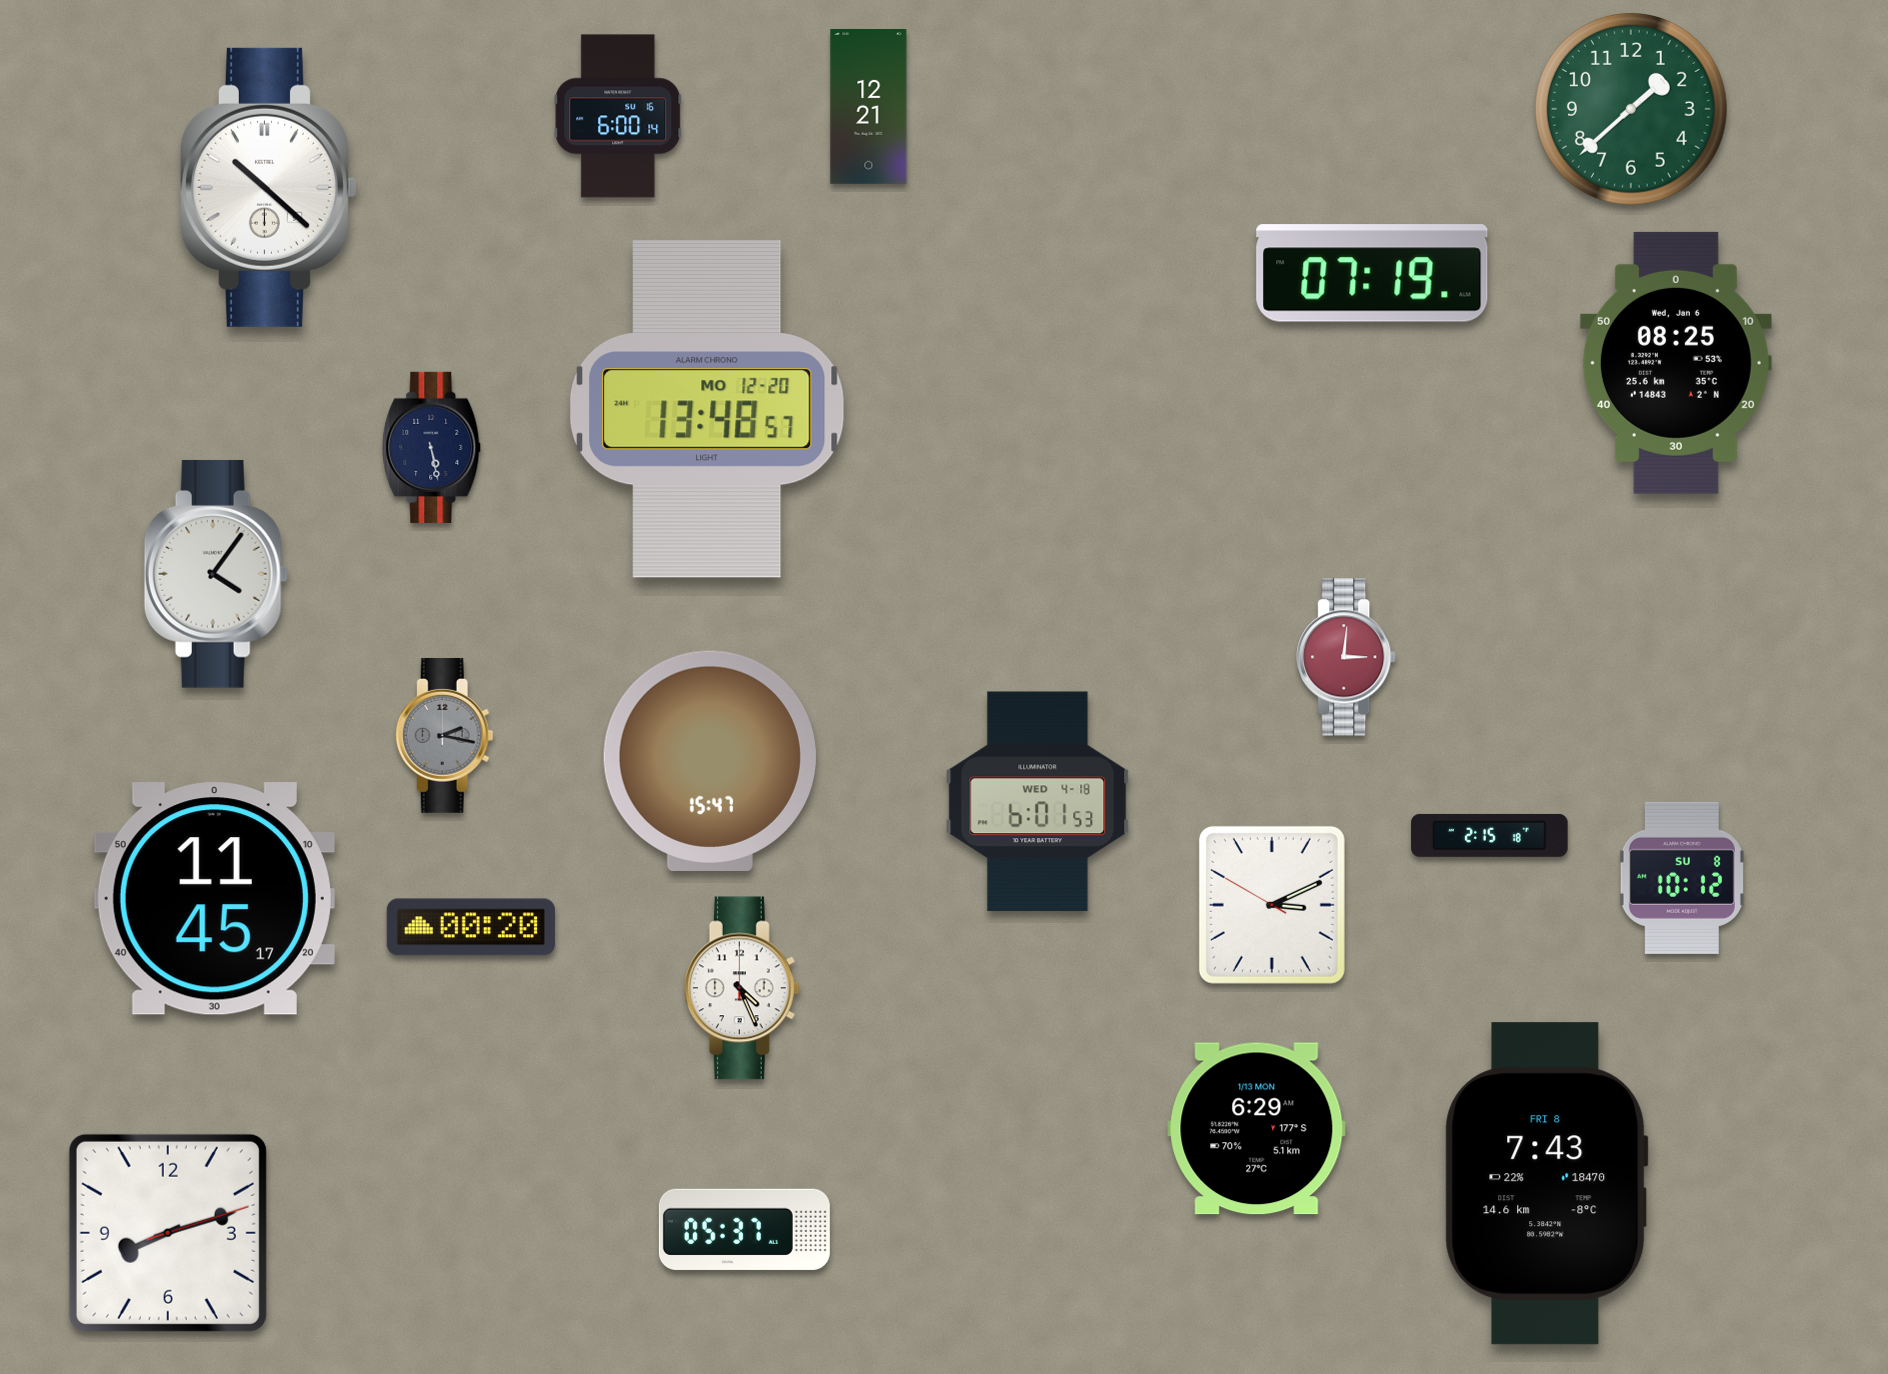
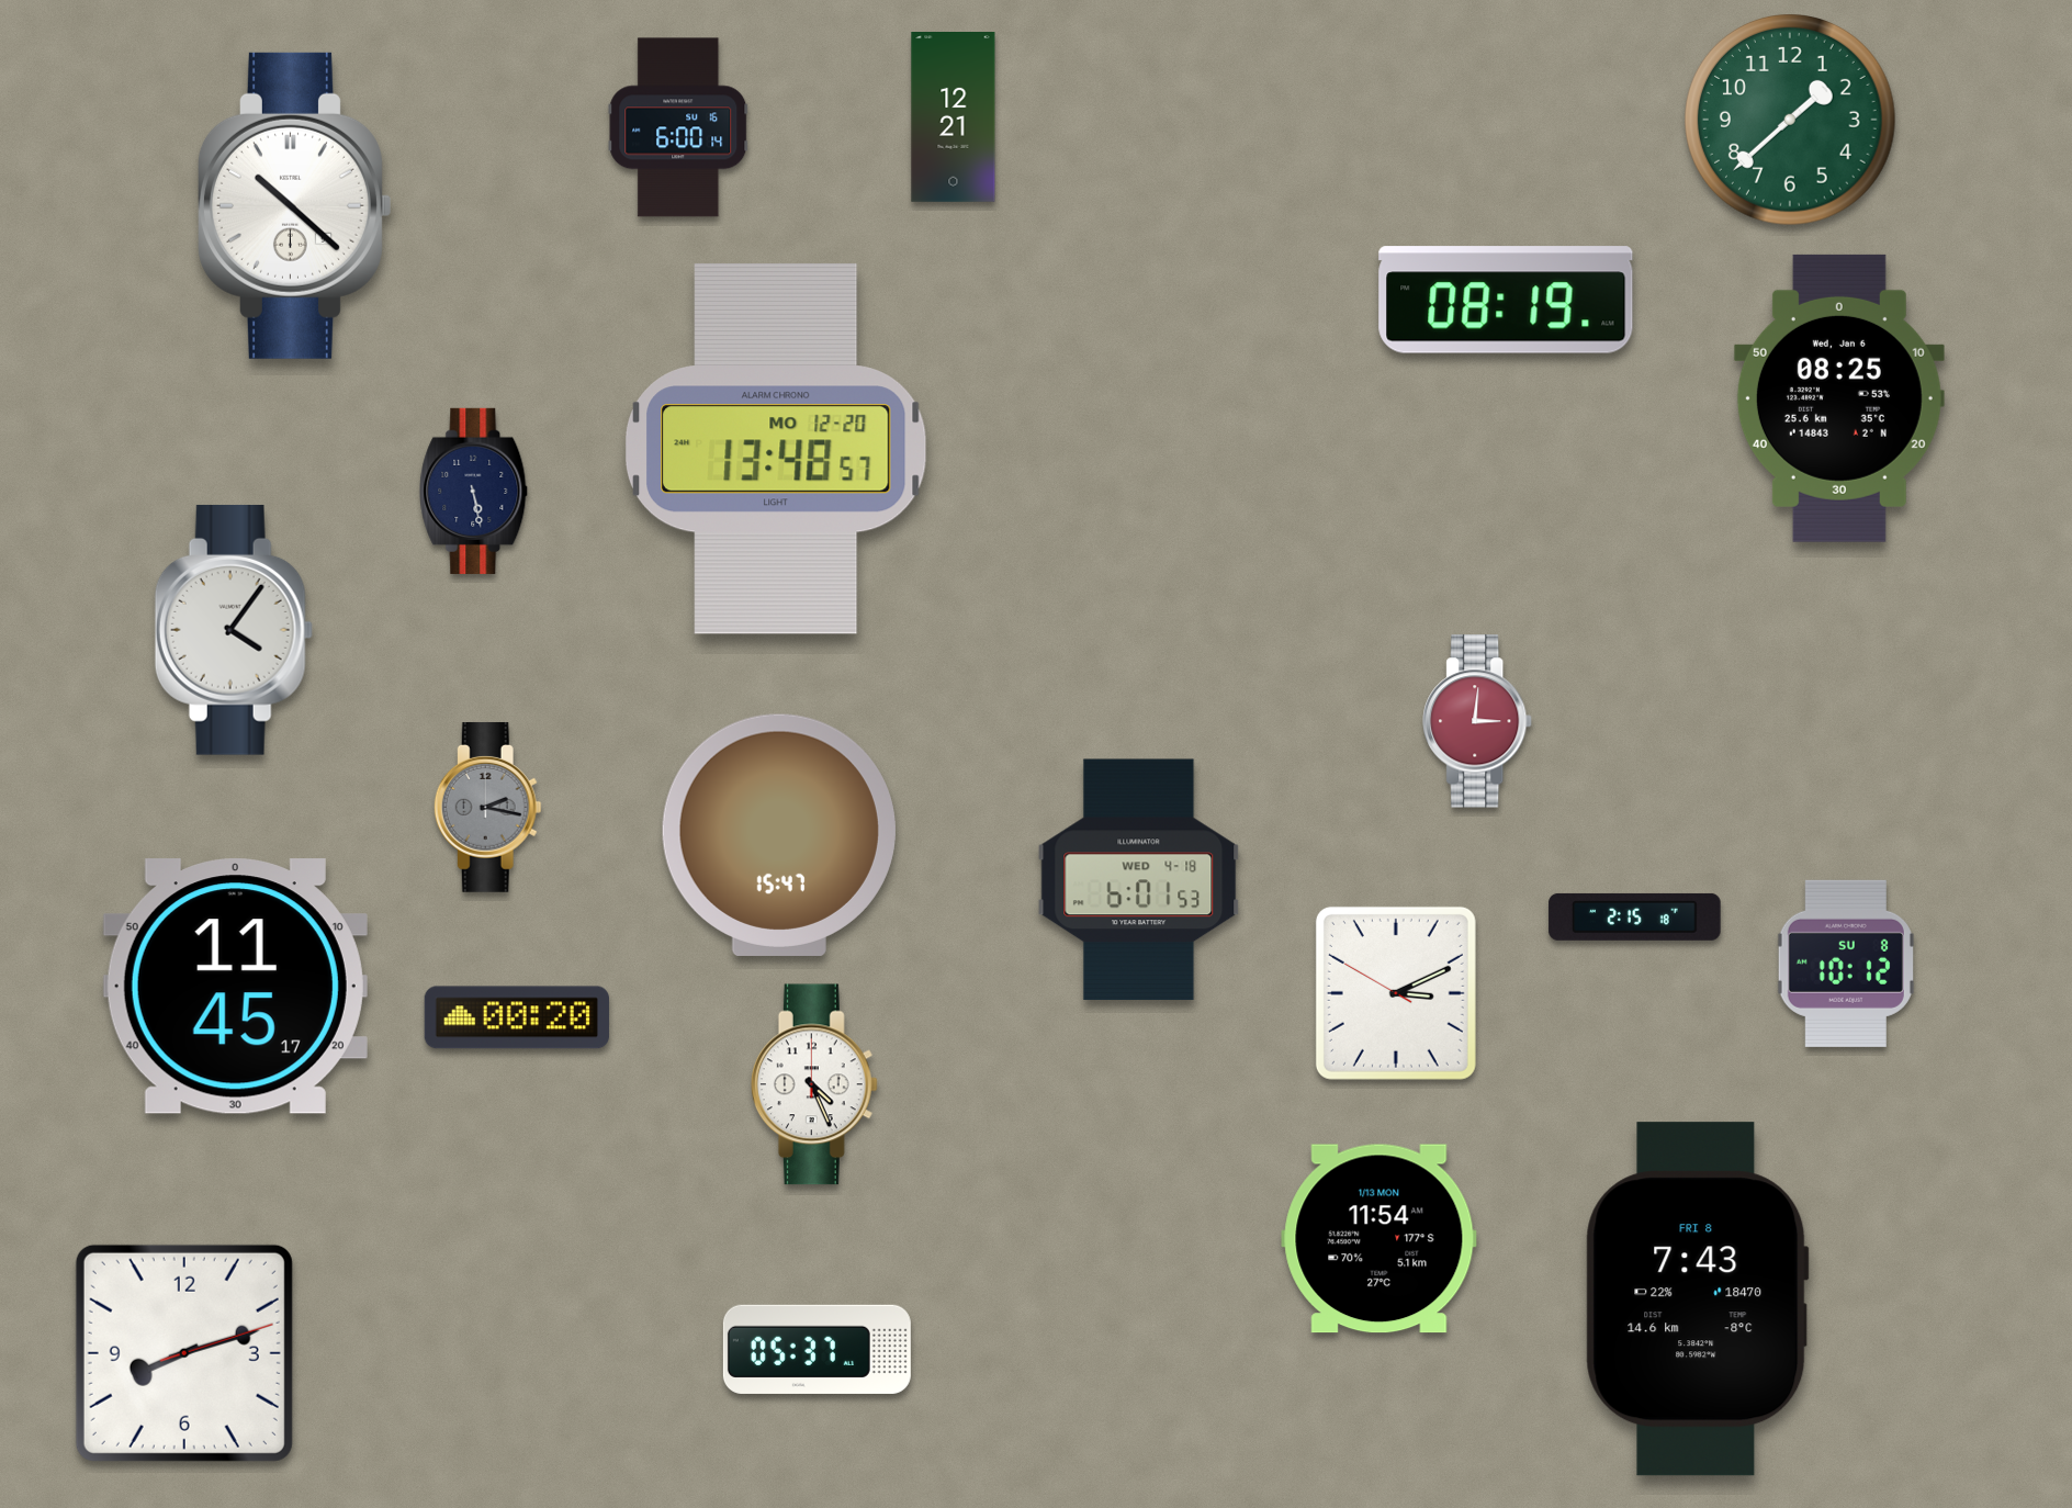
clock at (1372, 273): 07:19 -> 08:19
clock at (216, 574) position: (216, 574) -> (234, 630)
clock at (1257, 1129): 6:29 -> 11:54
